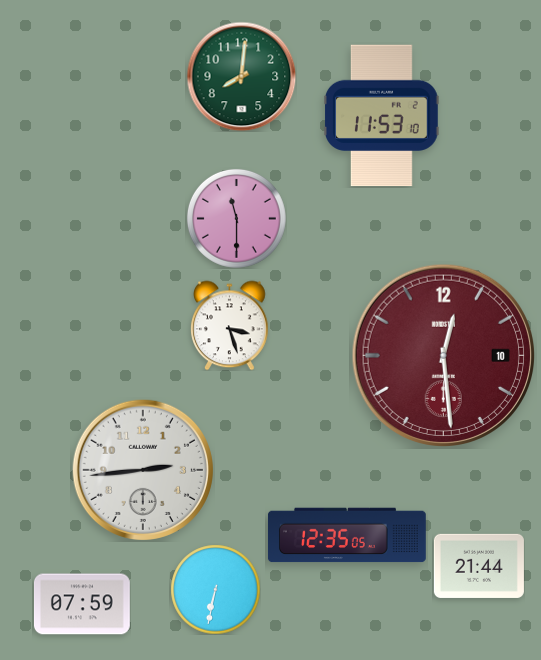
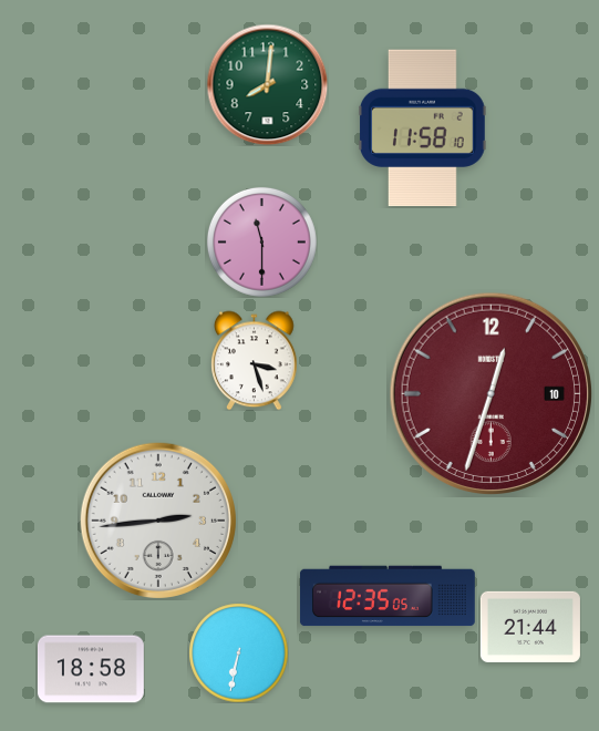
clock at (382, 116): 11:53 -> 11:58
clock at (443, 355): 12:29 -> 12:33
clock at (347, 535) position: (347, 535) -> (388, 596)
clock at (82, 604): 07:59 -> 18:58
